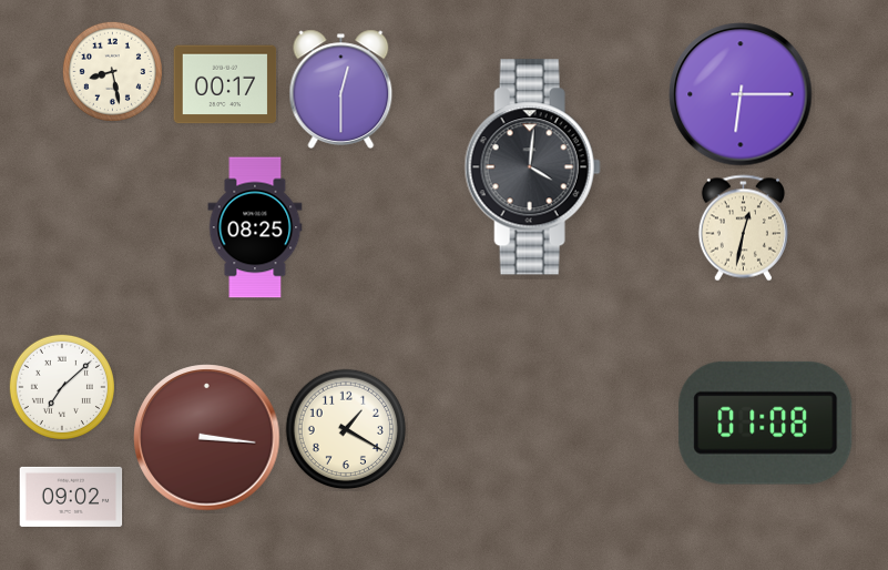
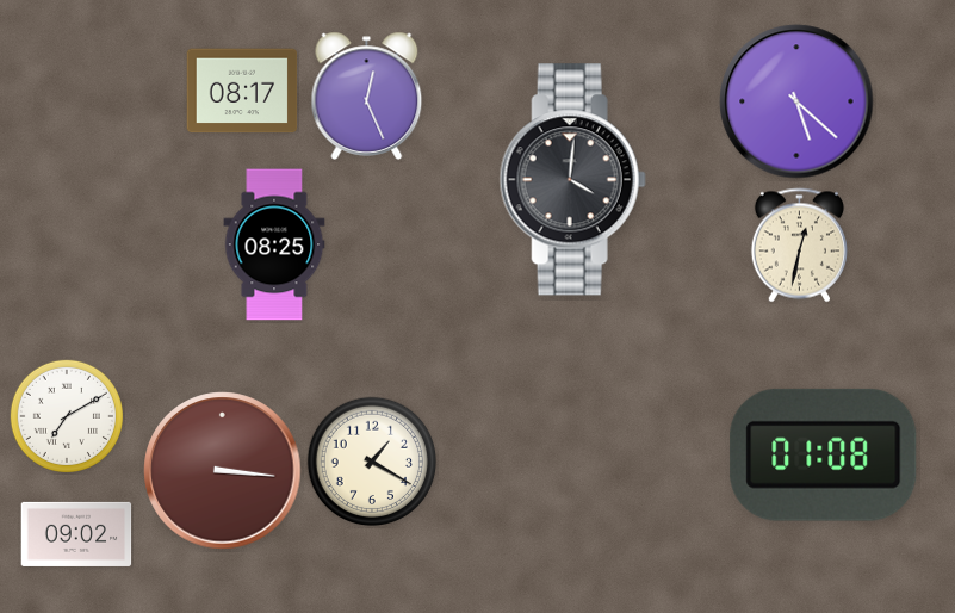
clock at (112, 71): 8:28 -> none
clock at (225, 84): 00:17 -> 08:17
clock at (341, 89): 12:30 -> 12:26
clock at (741, 94): 6:15 -> 5:22
clock at (62, 387): 7:08 -> 7:10
